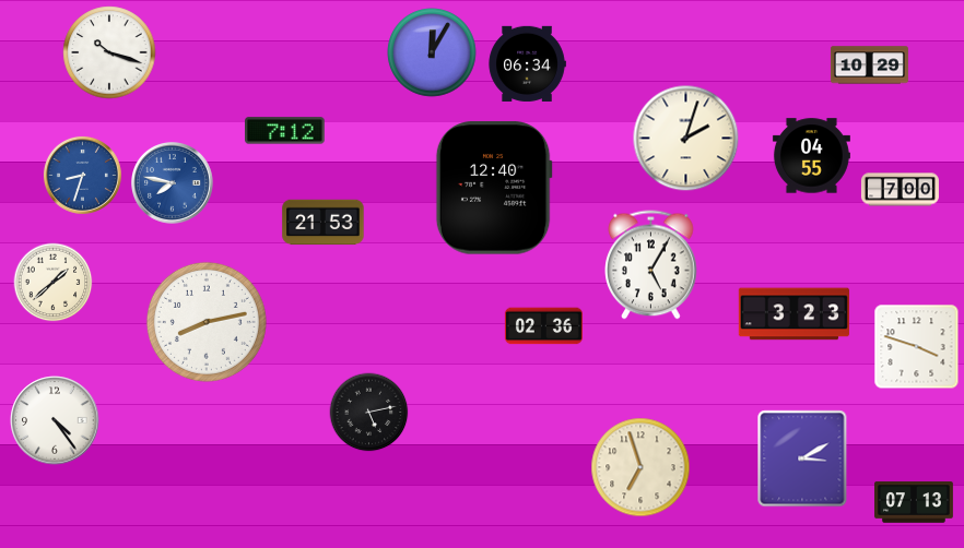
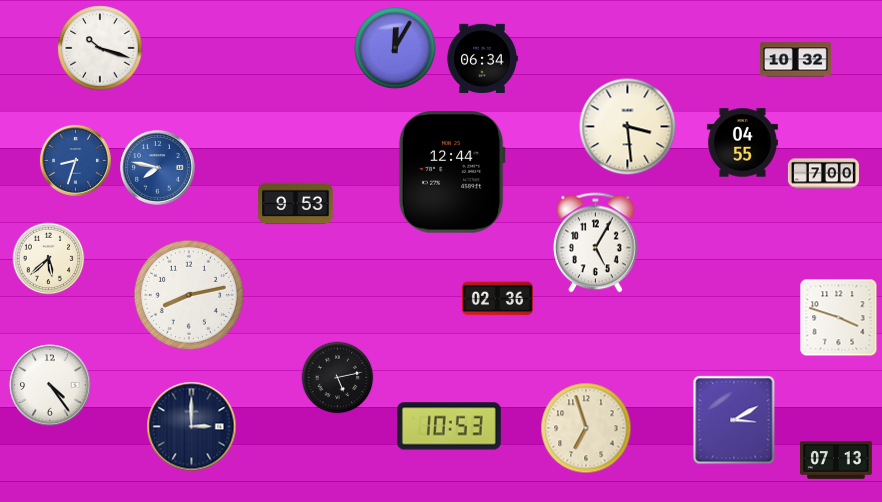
clock at (869, 65): 10:29 -> 10:32
clock at (285, 131): 7:12 -> none
clock at (686, 139): 2:03 -> 3:29
clock at (494, 188): 12:40 -> 12:44
clock at (324, 223): 21:53 -> 9:53
clock at (54, 283): 1:38 -> 5:38
clock at (793, 314): 3:23 -> none
clock at (450, 426): none -> 10:53
clock at (192, 427): none -> 3:00
